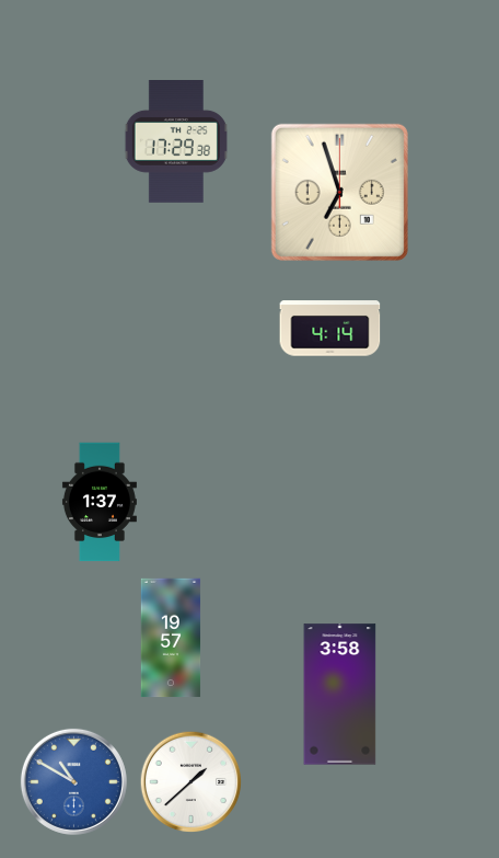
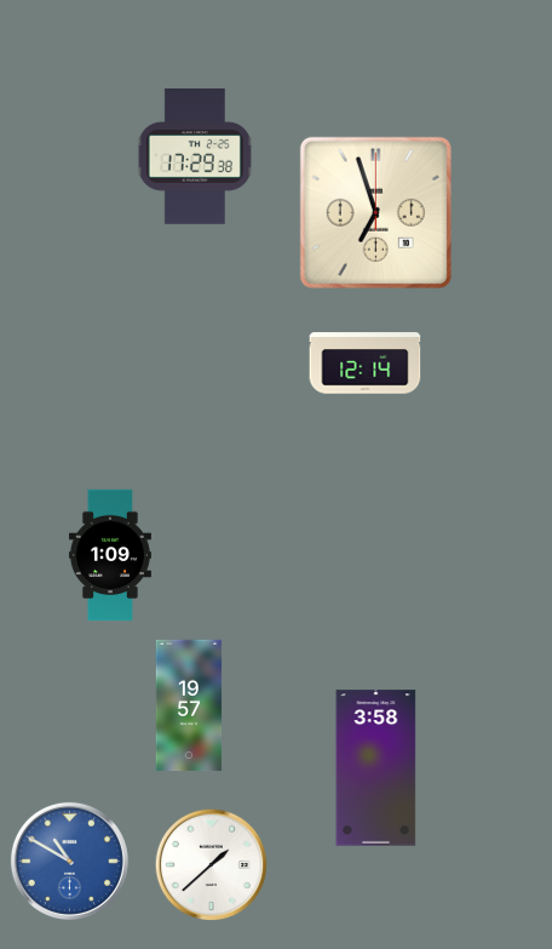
clock at (330, 329): 4:14 -> 12:14
clock at (100, 502): 1:37 -> 1:09
clock at (73, 781) position: (73, 781) -> (69, 861)
